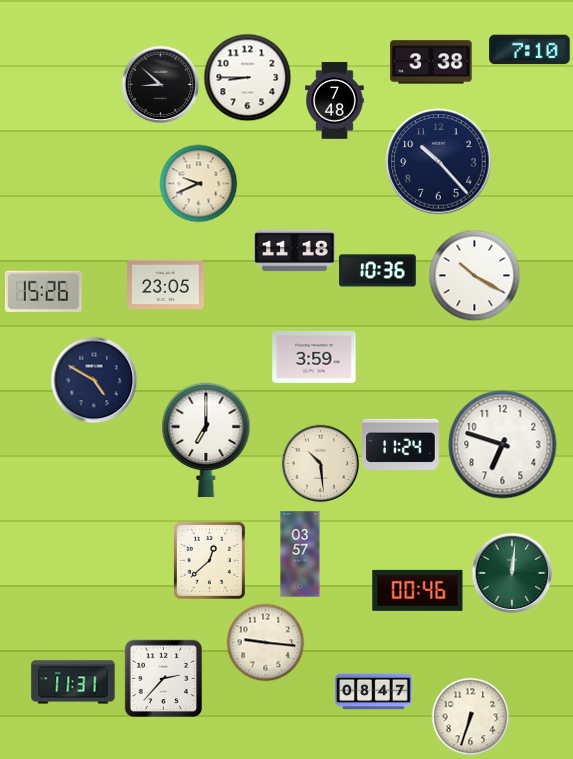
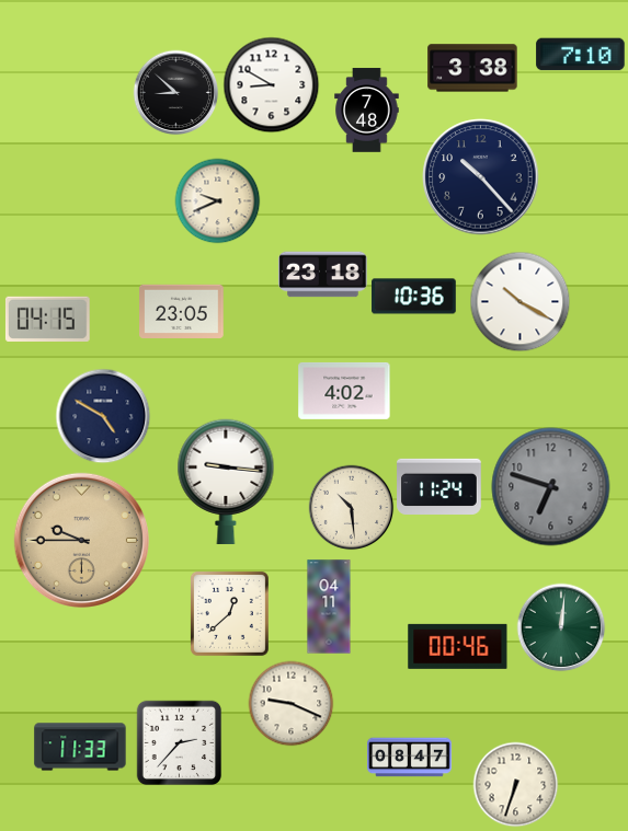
clock at (247, 77): 8:45 -> 8:50
clock at (295, 251): 11:18 -> 23:18
clock at (43, 291): 15:26 -> 04:15
clock at (314, 357): 3:59 -> 4:02
clock at (206, 440): 7:00 -> 9:16
clock at (503, 445) dial: white -> grey
clock at (81, 540): none -> 9:45
clock at (300, 554): 03:57 -> 04:11
clock at (265, 642): 9:16 -> 9:19
clock at (73, 682): 11:31 -> 11:33
